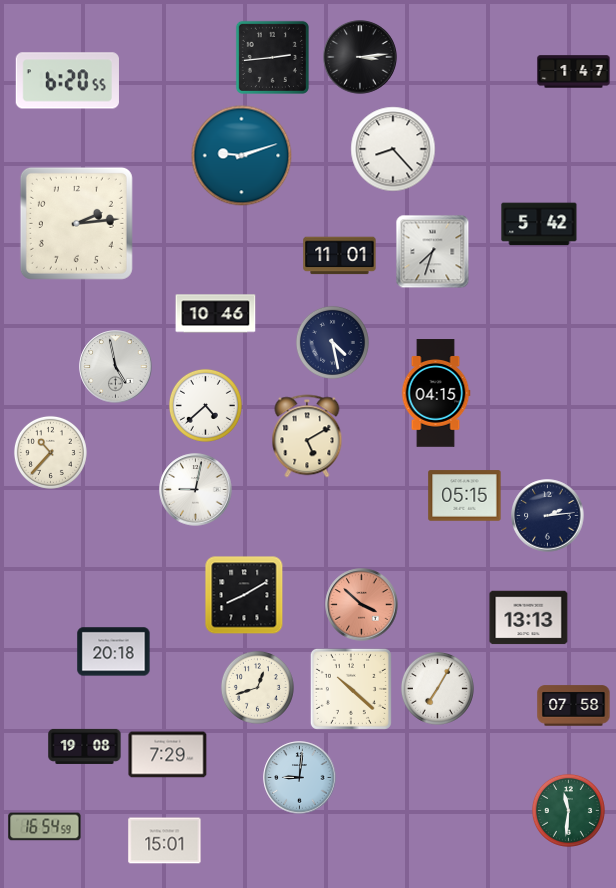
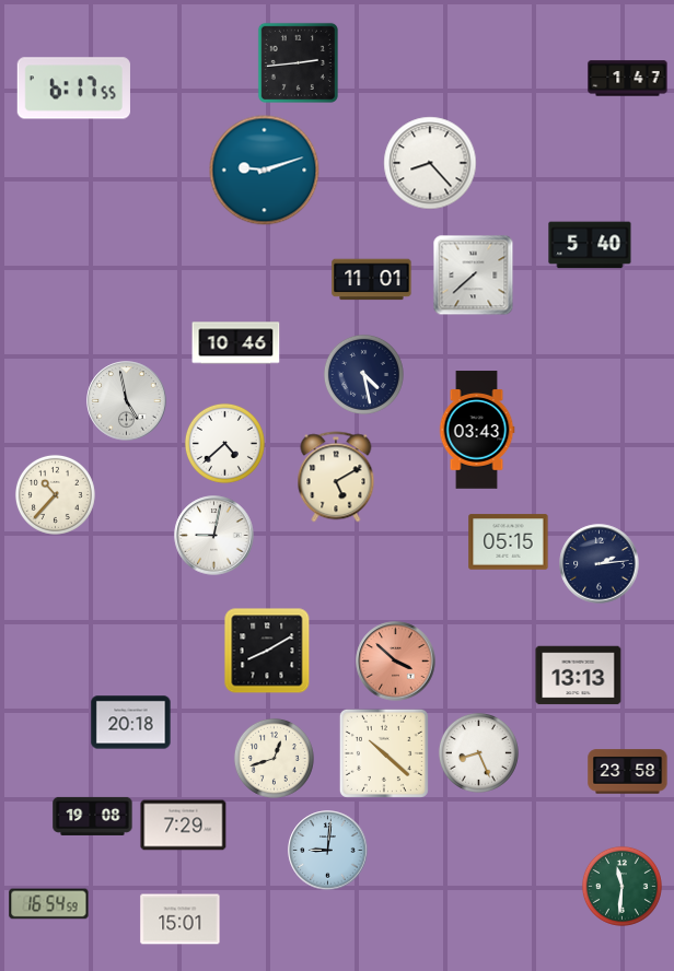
clock at (360, 57): 3:14 -> none
clock at (67, 81): 6:20 -> 6:17
clock at (76, 223): 2:14 -> none
clock at (539, 224): 5:42 -> 5:40
clock at (433, 252): 7:33 -> 7:38
clock at (436, 393): 04:15 -> 03:43
clock at (114, 652) position: (114, 652) -> (131, 723)
clock at (257, 687) position: (257, 687) -> (274, 758)
clock at (437, 688): 7:05 -> 8:26
clock at (574, 706): 07:58 -> 23:58
